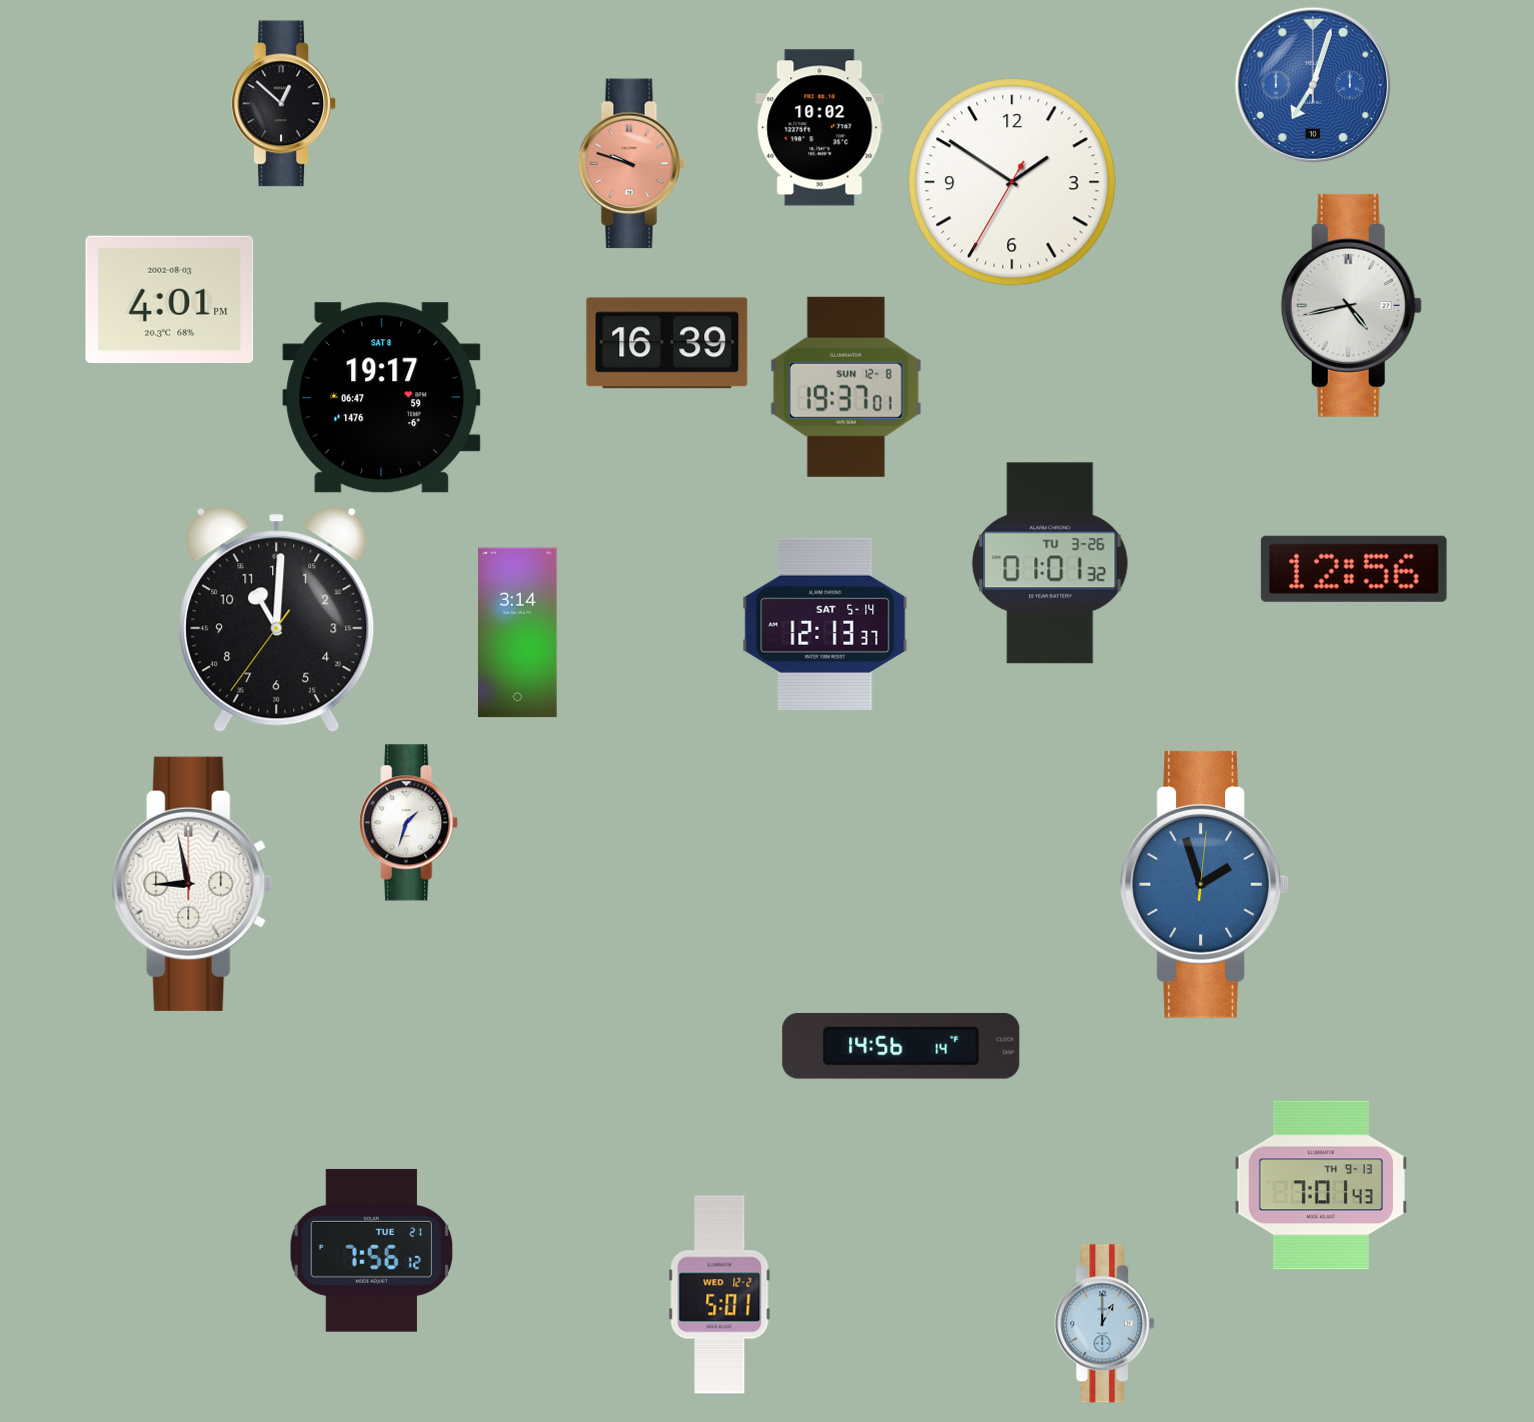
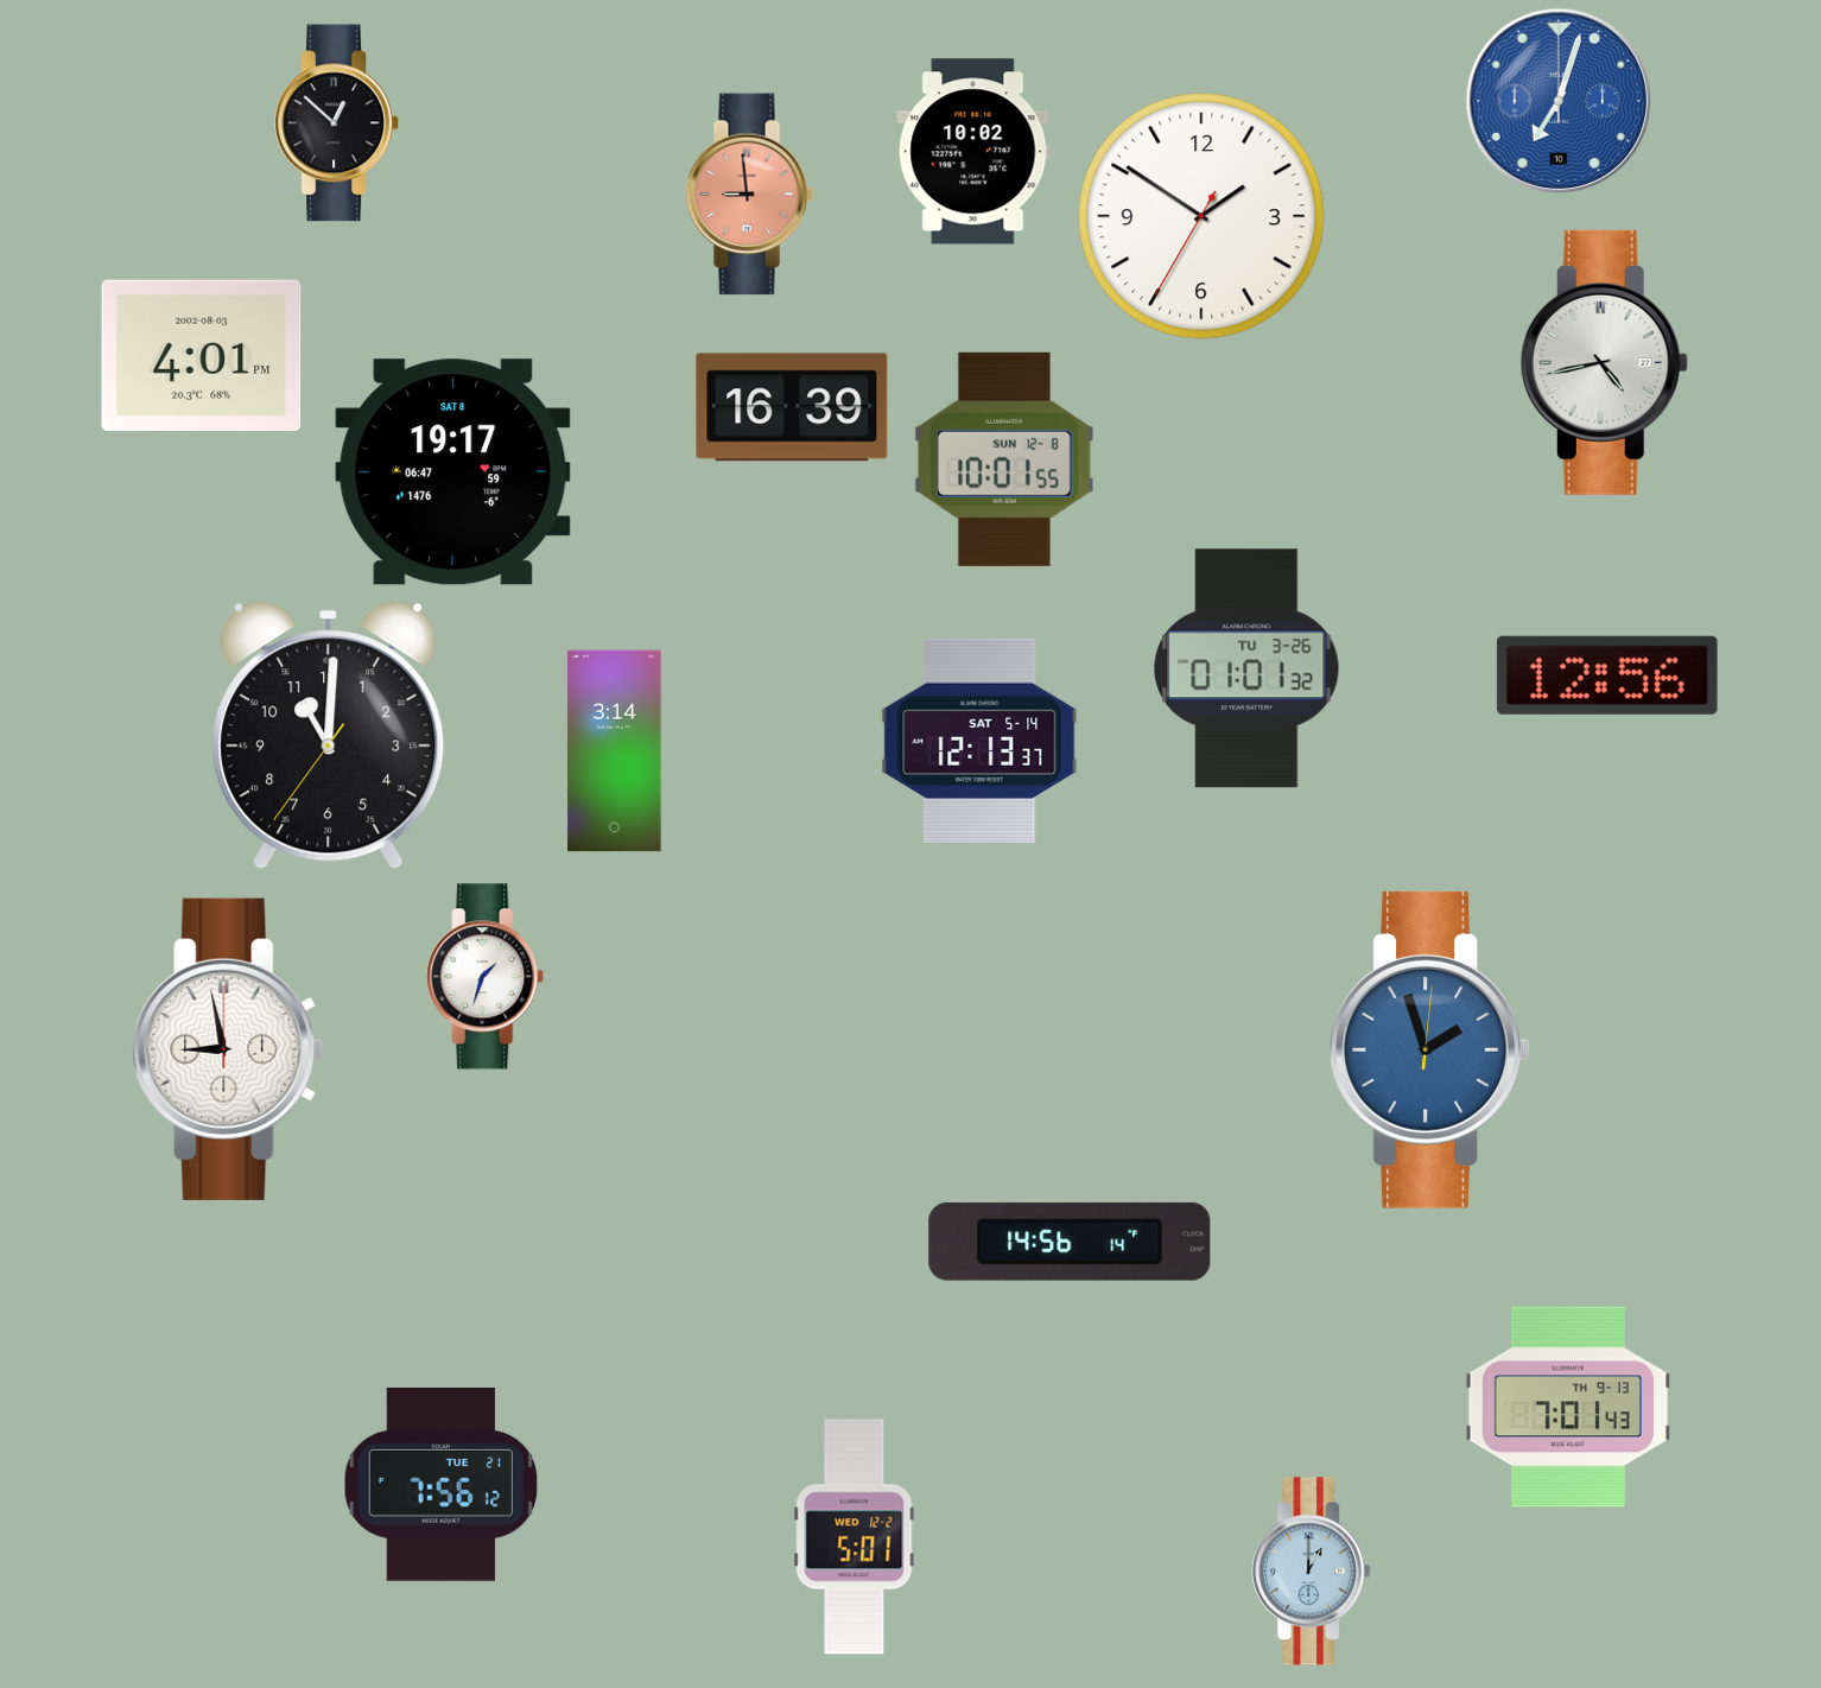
clock at (631, 164): 9:48 -> 8:59
clock at (846, 387): 19:37 -> 10:01
